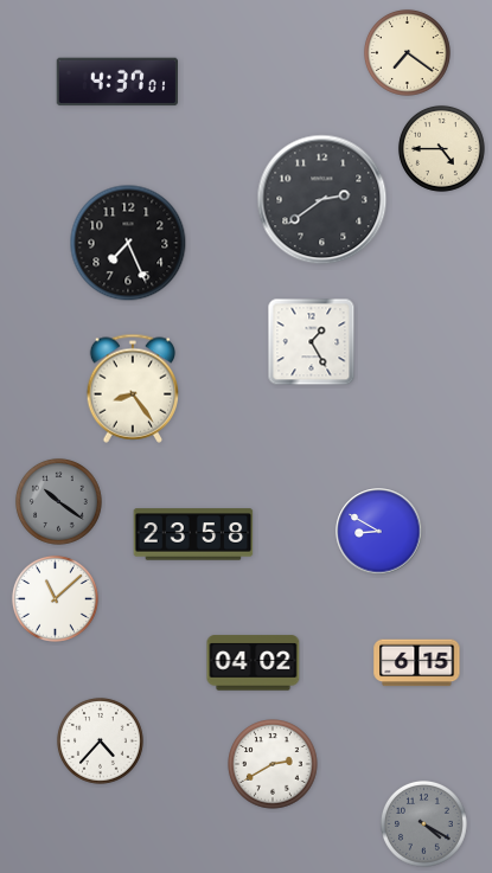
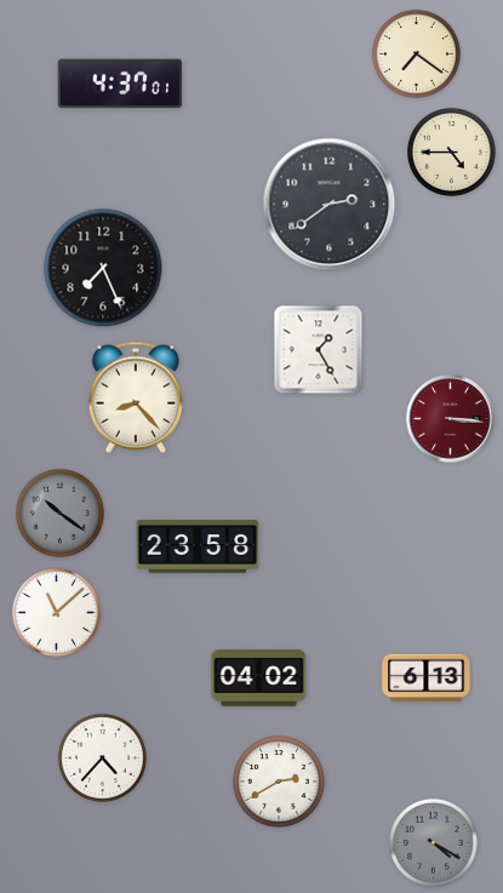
clock at (128, 243) position: (128, 243) -> (103, 268)
clock at (133, 389): 8:24 -> 8:23
clock at (451, 419): none -> 3:16
clock at (379, 532): 8:50 -> none
clock at (417, 663): 6:15 -> 6:13
